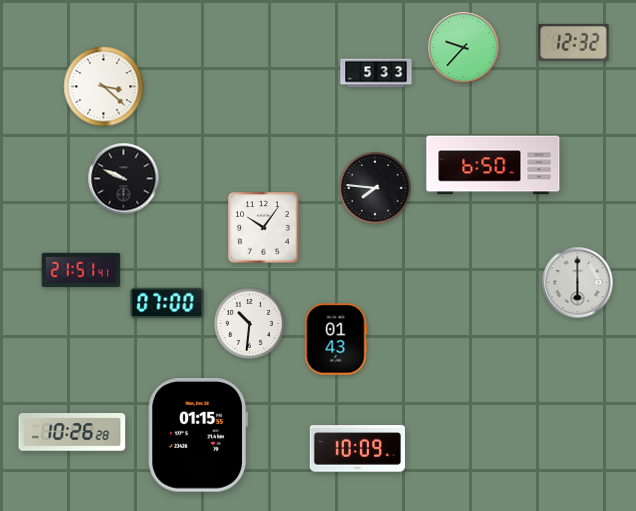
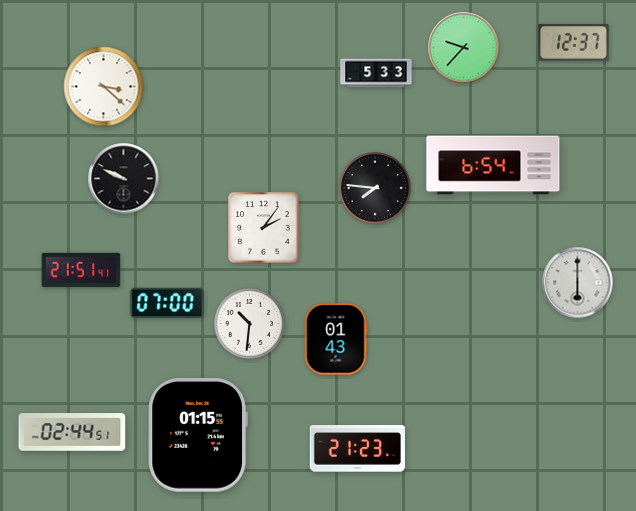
clock at (574, 42): 12:32 -> 12:37
clock at (493, 165): 6:50 -> 6:54
clock at (264, 228): 10:06 -> 2:06
clock at (72, 432): 10:26 -> 02:44
clock at (357, 449): 10:09 -> 21:23
